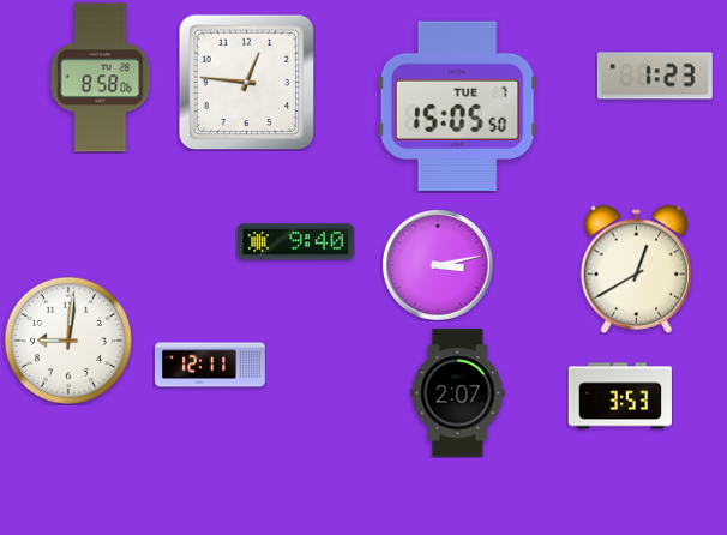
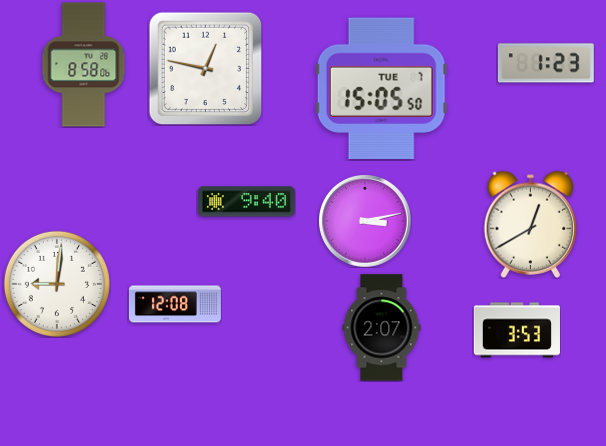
clock at (246, 82): 12:46 -> 12:47
clock at (210, 365): 12:11 -> 12:08
